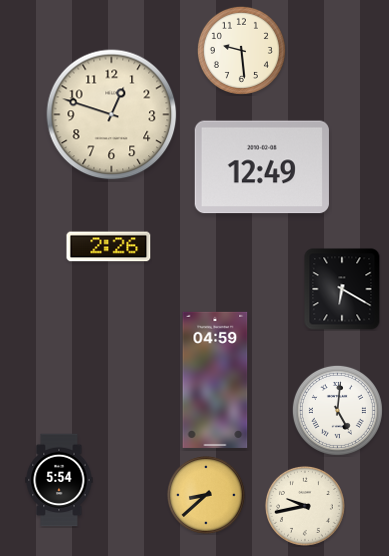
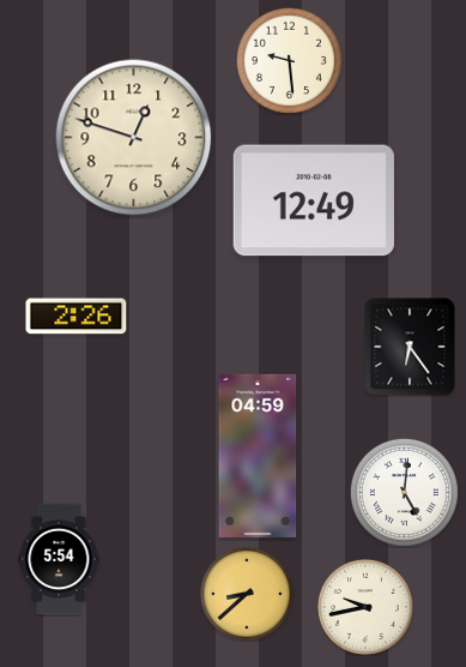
clock at (109, 247) position: (109, 247) -> (77, 317)
clock at (342, 289): 6:20 -> 6:24
clock at (59, 480) position: (59, 480) -> (59, 559)
